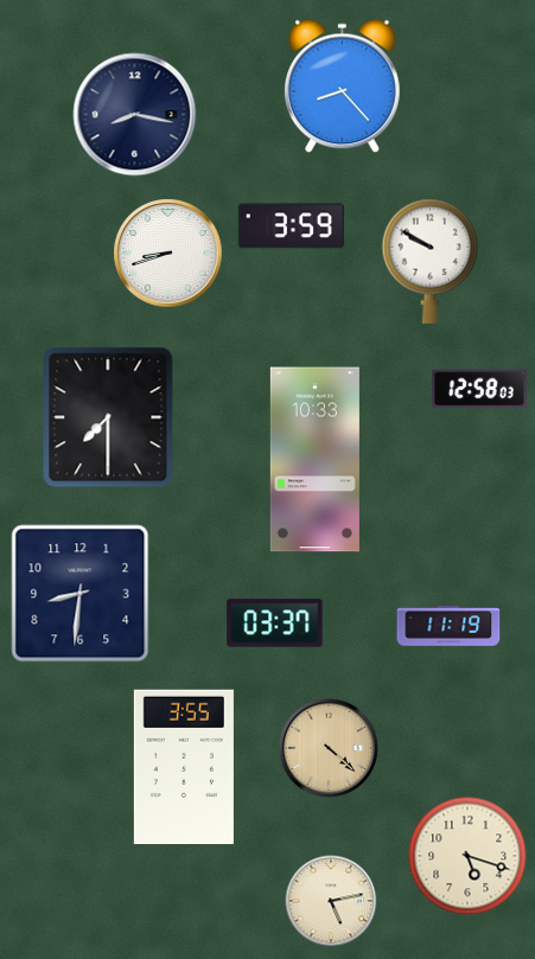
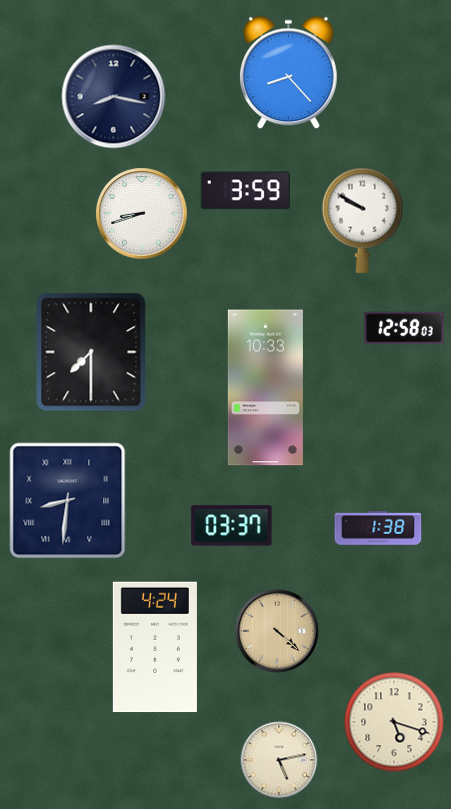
clock at (81, 594) numerals: Arabic -> Roman
clock at (448, 626): 11:19 -> 1:38
clock at (184, 767): 3:55 -> 4:24
